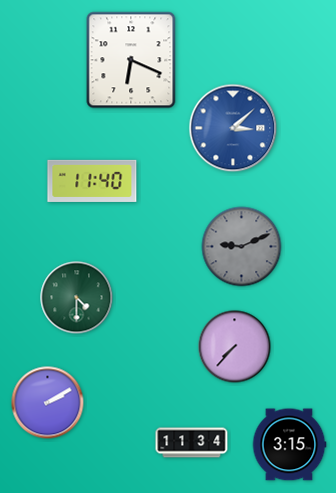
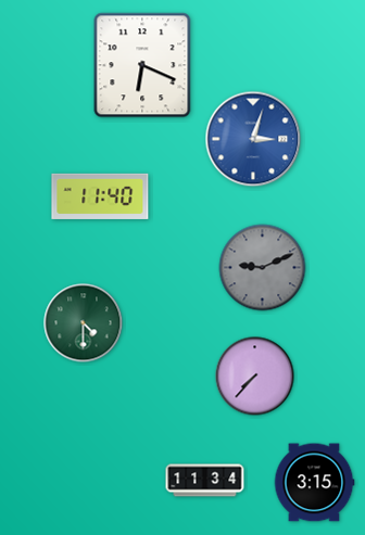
clock at (233, 128): 3:08 -> 3:03
clock at (48, 403): 2:10 -> none
clock at (192, 443) position: (192, 443) -> (205, 481)
